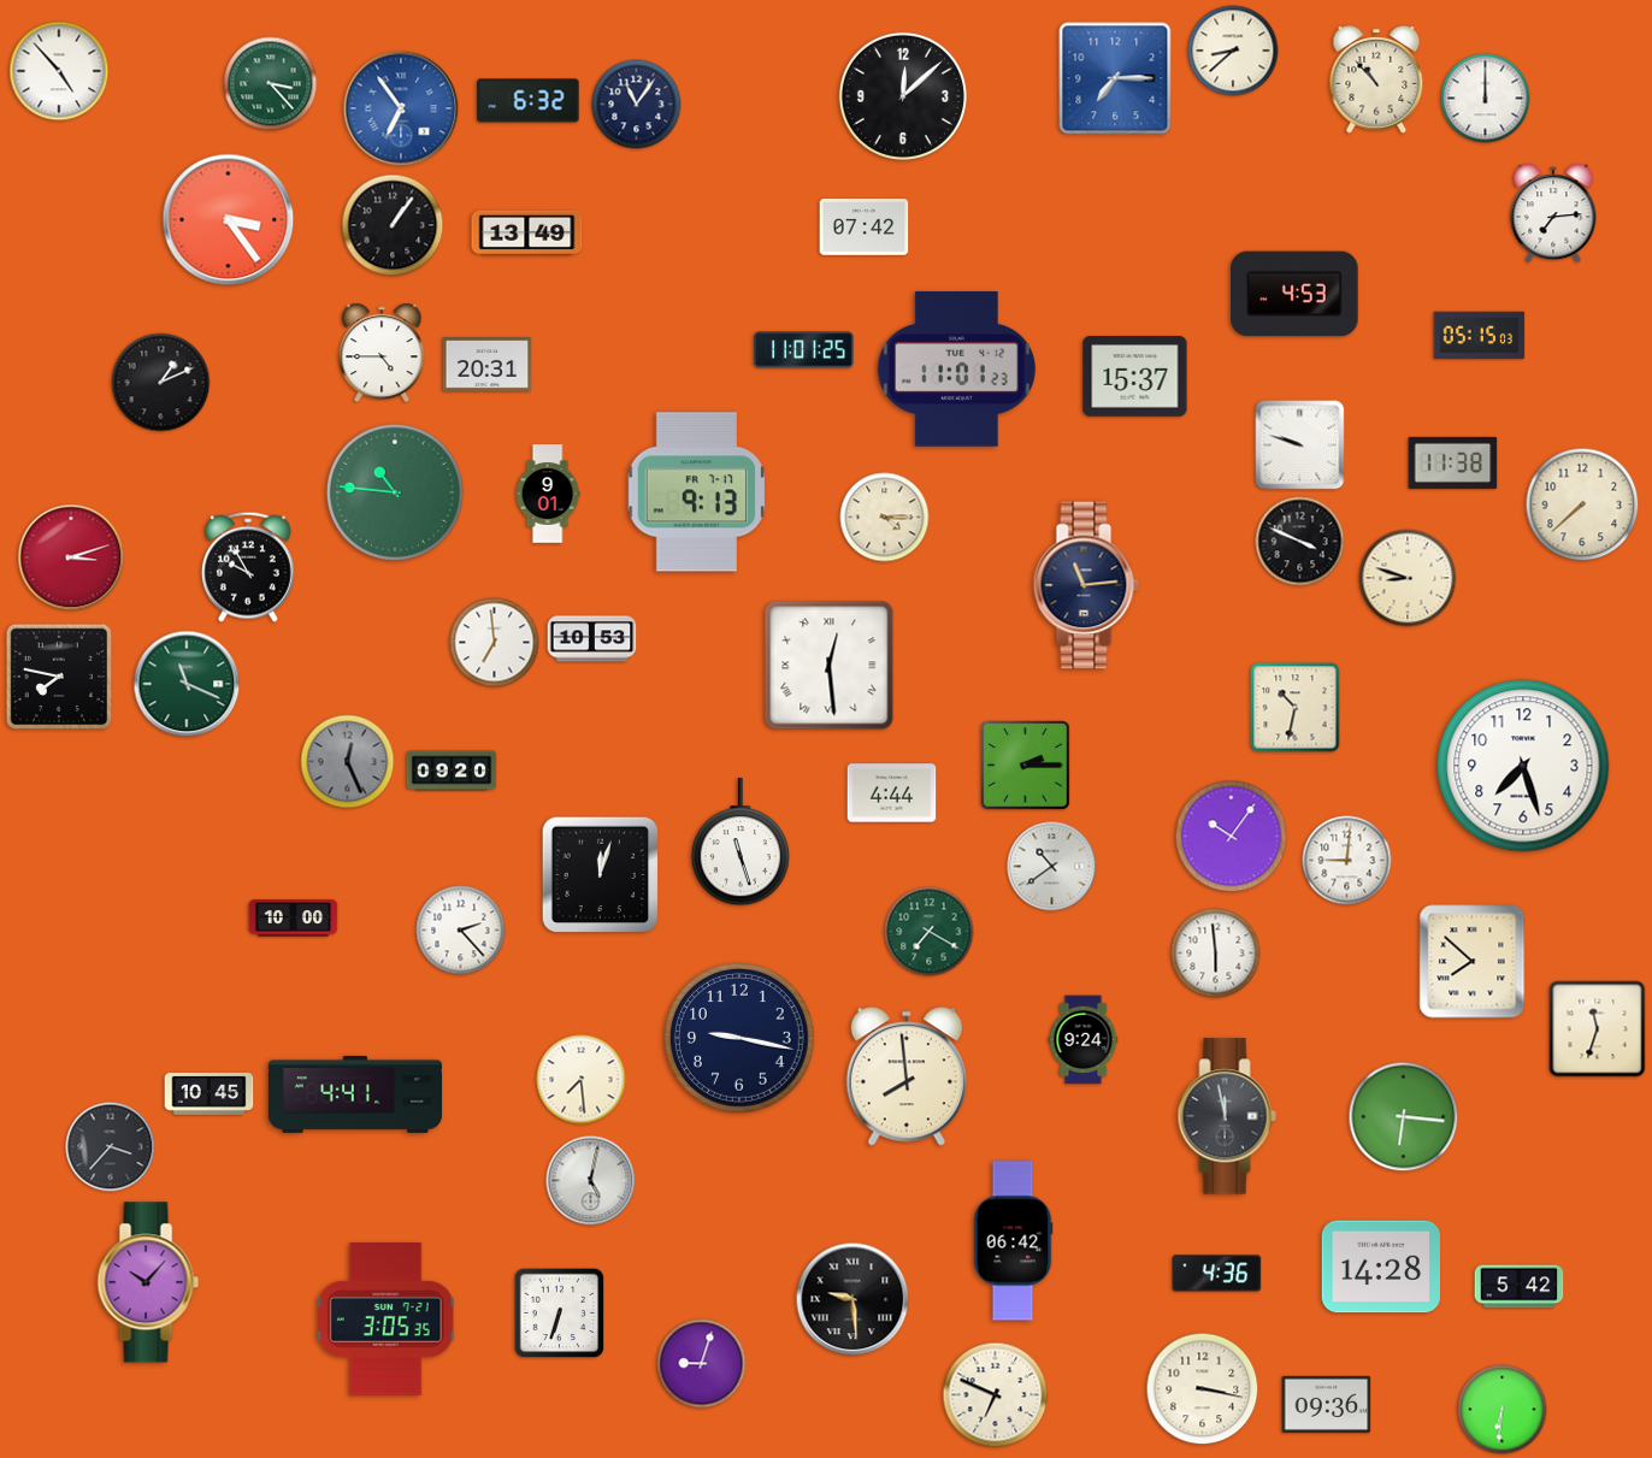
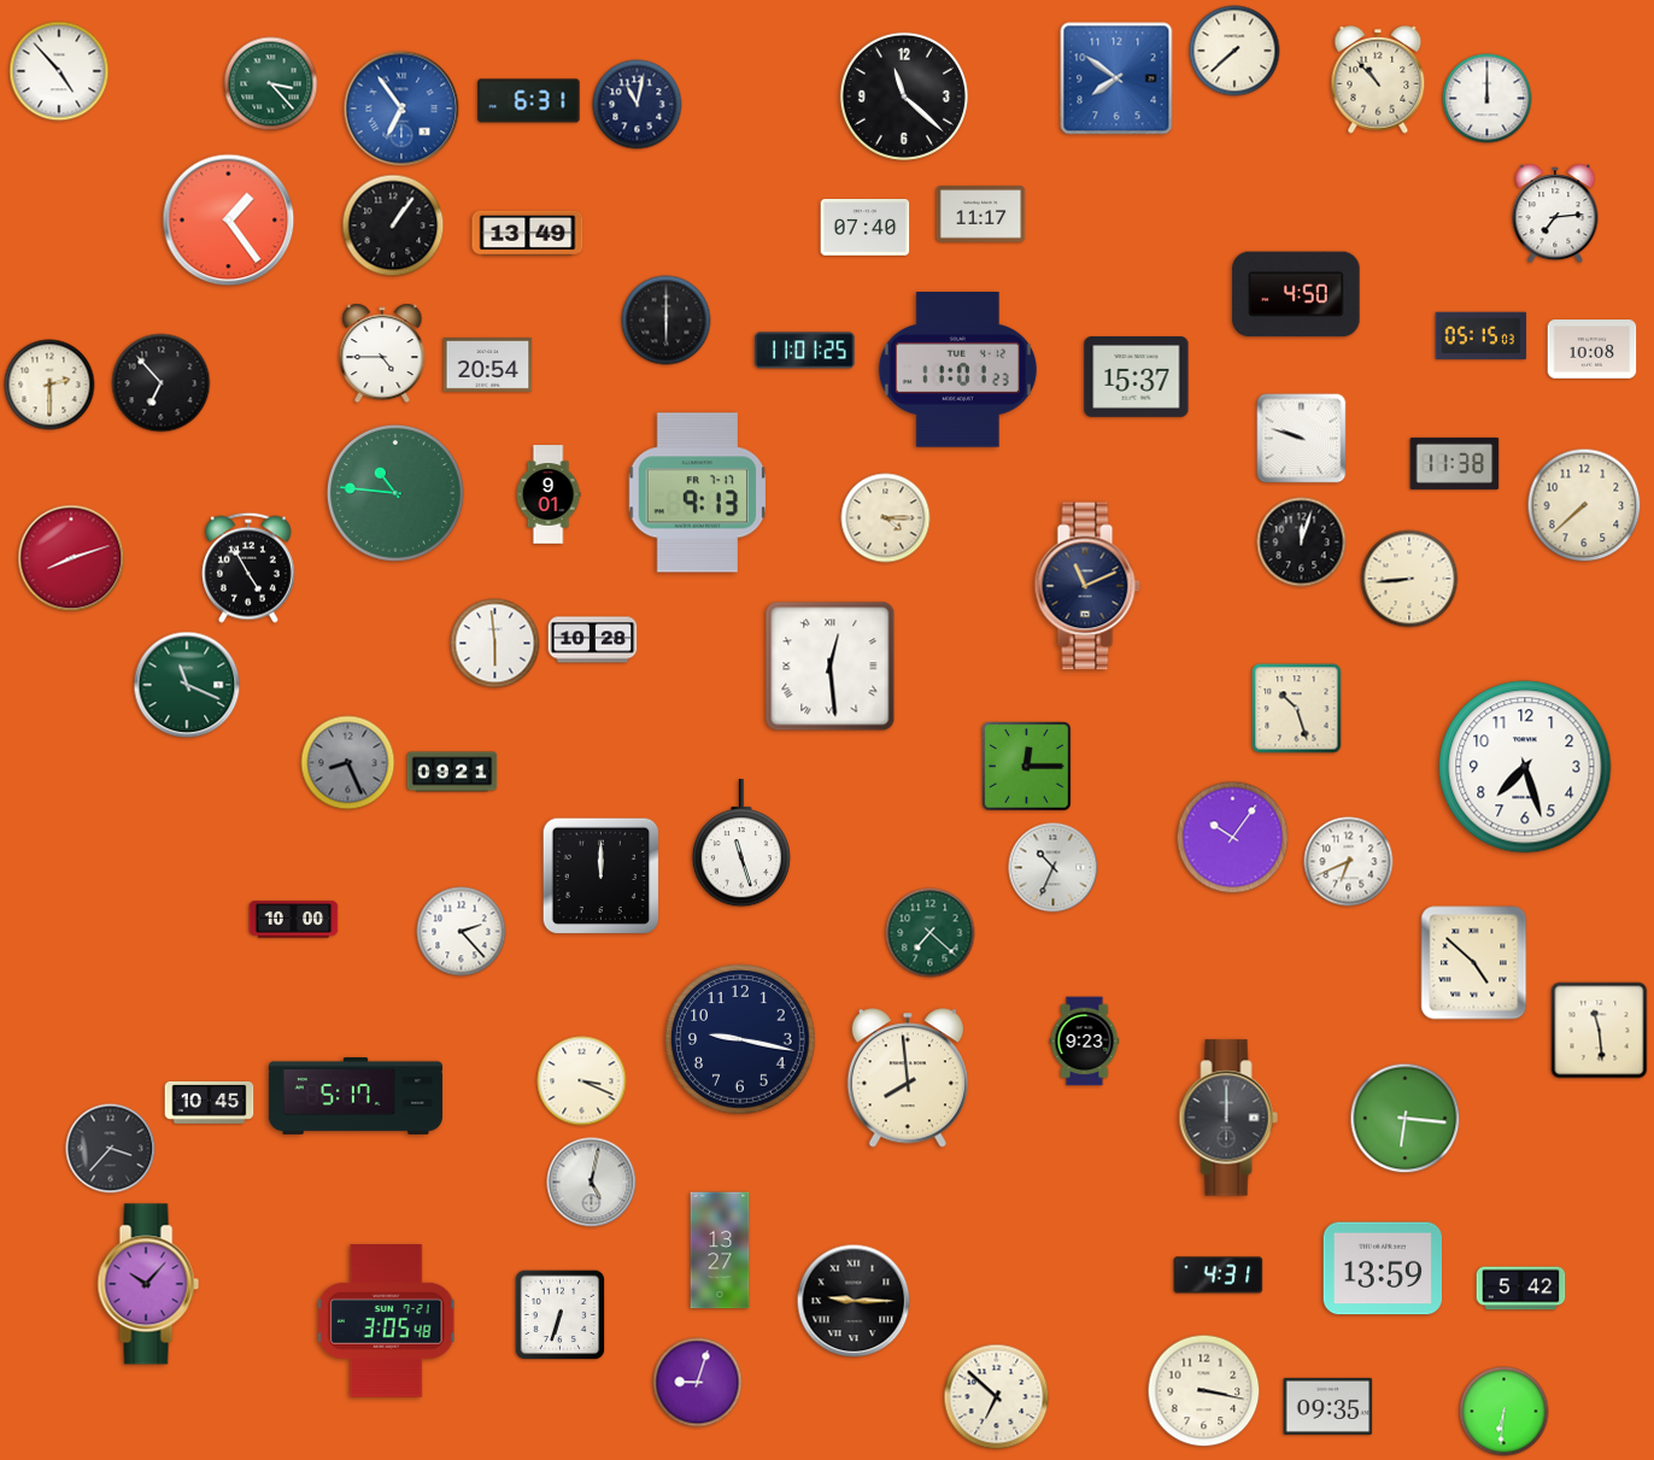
clock at (1233, 51): 8:38 -> 7:38
clock at (1115, 78): 7:15 -> 7:51
clock at (903, 96): 12:08 -> 11:22
clock at (529, 101): 6:32 -> 6:31
clock at (637, 105): 11:06 -> 11:02
clock at (981, 215): none -> 11:17
clock at (229, 220): 3:24 -> 1:24
clock at (865, 228): 07:42 -> 07:40
clock at (1294, 294): 4:53 -> 4:50
clock at (667, 321): none -> 6:00
clock at (1593, 350): none -> 10:08
clock at (488, 365): 20:31 -> 20:54
clock at (161, 383): 1:11 -> 6:53
clock at (49, 385): none -> 2:30
clock at (1300, 445) position: (1300, 445) -> (1302, 439)
clock at (1300, 542): 3:49 -> 12:03
clock at (71, 557): 3:12 -> 8:12
clock at (248, 567): 9:55 -> 4:55
clock at (1408, 578): 8:48 -> 8:44
clock at (1086, 585): 11:14 -> 11:11
clock at (592, 639): 10:53 -> 10:28
clock at (495, 643): 6:59 -> 5:59
clock at (58, 675): 7:47 -> none
clock at (1296, 708): 10:32 -> 10:27
clock at (348, 762): 12:26 -> 8:26
clock at (1026, 766): 2:15 -> 12:15
clock at (452, 771): 09:20 -> 09:21
clock at (892, 793): 4:44 -> none
clock at (1347, 861): 9:01 -> 6:41
clock at (1052, 867): 10:39 -> 10:34
clock at (601, 875): 12:03 -> 12:00
clock at (930, 932): 7:20 -> 7:22
clock at (1216, 954): 5:59 -> none
clock at (1473, 962): 7:52 -> 4:52
clock at (1598, 1029): 11:33 -> 11:29
clock at (1084, 1040): 9:24 -> 9:23
clock at (582, 1080): 7:29 -> 3:19
clock at (210, 1093) position: (210, 1093) -> (210, 1102)
clock at (354, 1094): 4:41 -> 5:17
clock at (1227, 1116): 11:58 -> 12:00
clock at (1013, 1241): 06:42 -> none
clock at (720, 1250): none -> 13:27
clock at (1381, 1267): 14:28 -> 13:59
clock at (1217, 1274): 4:36 -> 4:31
clock at (852, 1299): 9:29 -> 9:15
clock at (385, 1320): 3:05:35 -> 3:05:48
clock at (702, 1364) position: (702, 1364) -> (698, 1383)
clock at (996, 1395): 6:49 -> 6:52
clock at (1327, 1404): 09:36 -> 09:35
